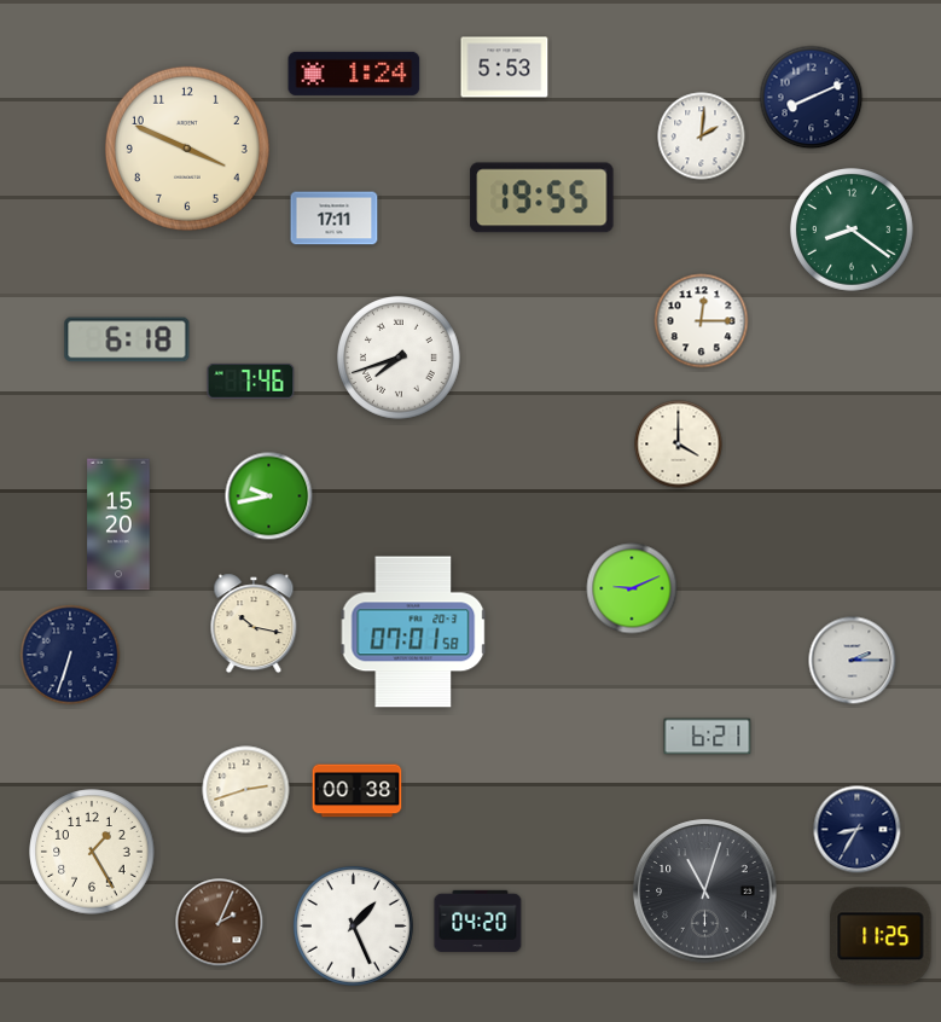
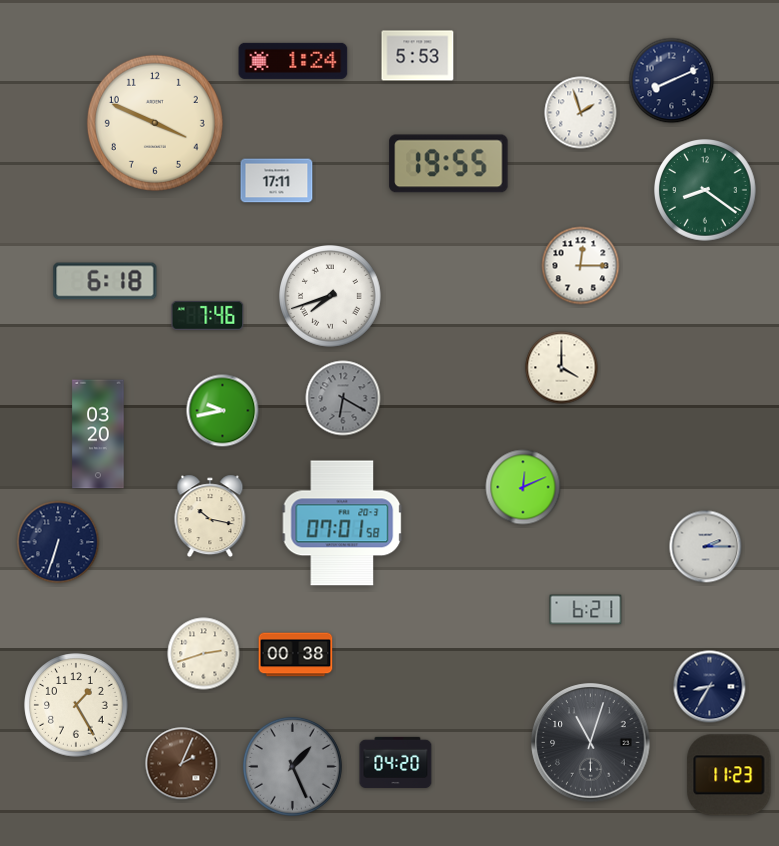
clock at (702, 137): 2:01 -> 1:57
clock at (343, 398): none -> 6:20
clock at (118, 524): 15:20 -> 03:20
clock at (632, 588): 9:11 -> 12:11
clock at (705, 892) position: (705, 892) -> (591, 743)
clock at (353, 925) dial: white -> grey
clock at (881, 936): 11:25 -> 11:23
